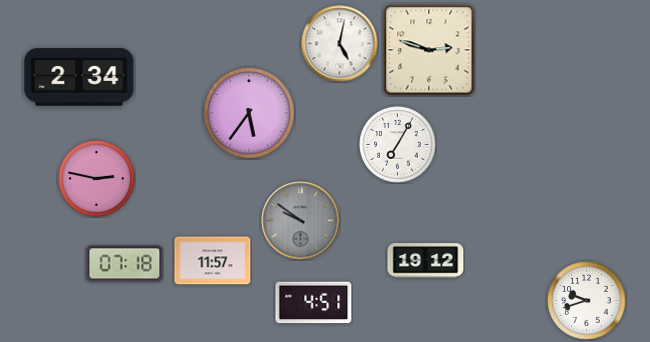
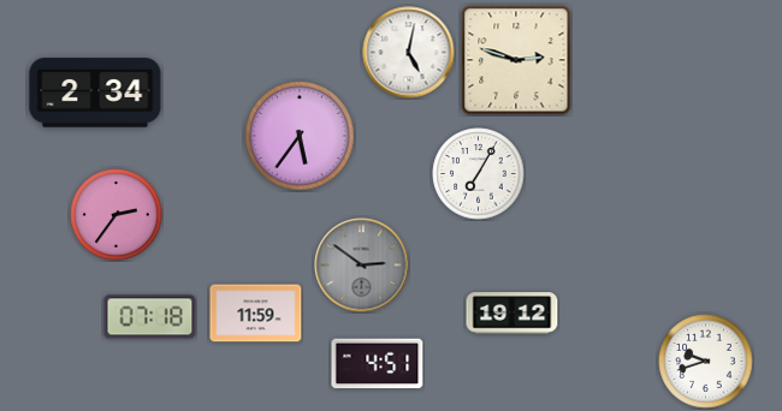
clock at (97, 179): 2:47 -> 2:36
clock at (301, 221): 9:51 -> 2:51
clock at (213, 261): 11:57 -> 11:59
